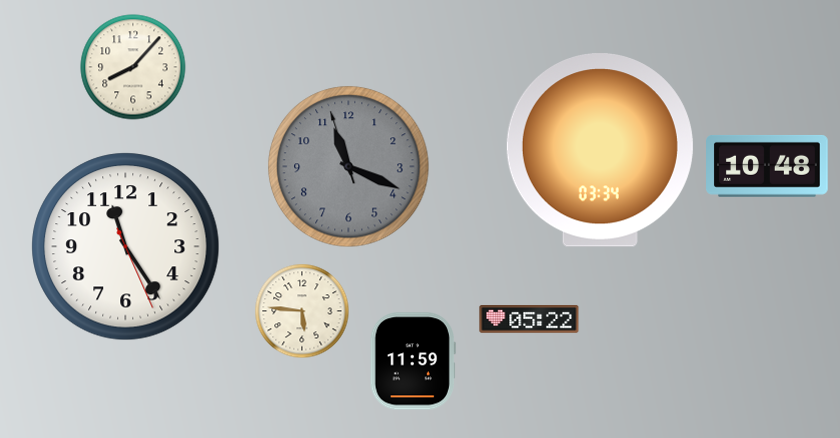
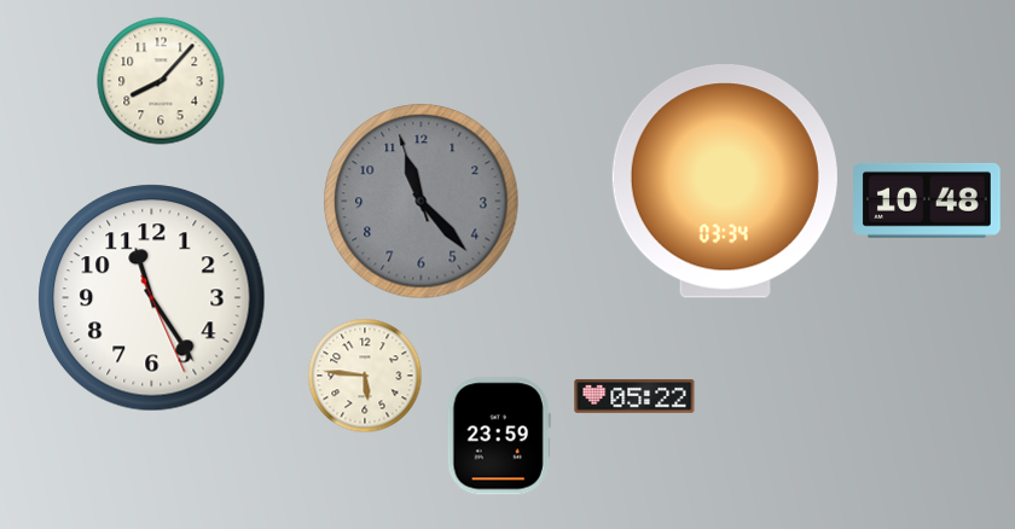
clock at (349, 167): 11:18 -> 11:22
clock at (529, 320) position: (529, 320) -> (634, 397)
clock at (413, 361): 11:59 -> 23:59
